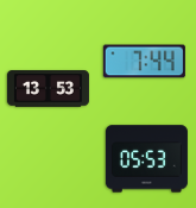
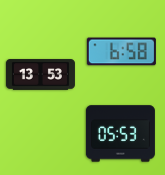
clock at (144, 62): 7:44 -> 6:58
clock at (146, 159) position: (146, 159) -> (120, 134)
